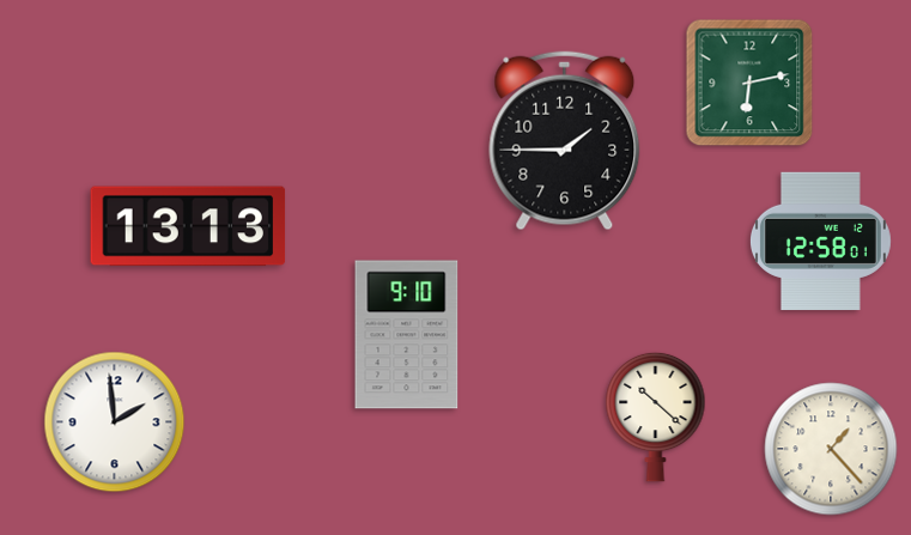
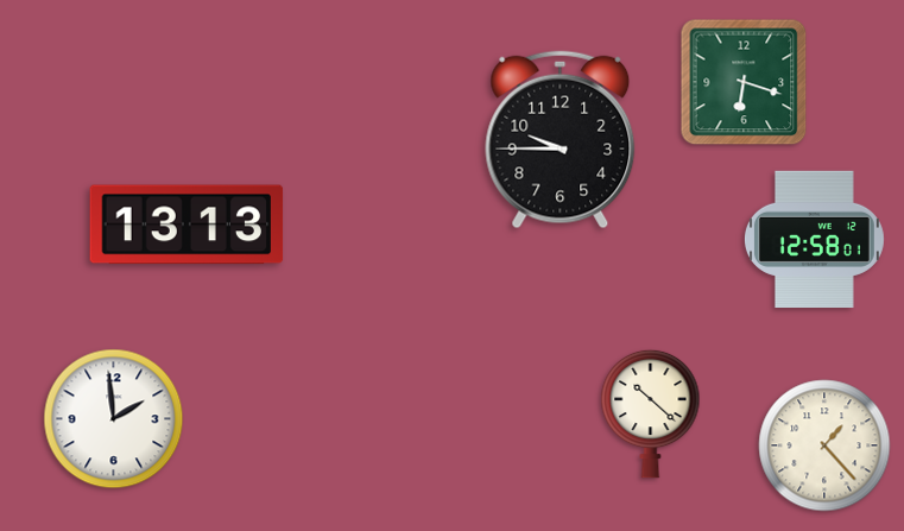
clock at (749, 83): 6:13 -> 6:18
clock at (565, 141): 1:45 -> 9:45
clock at (407, 335): 9:10 -> none
